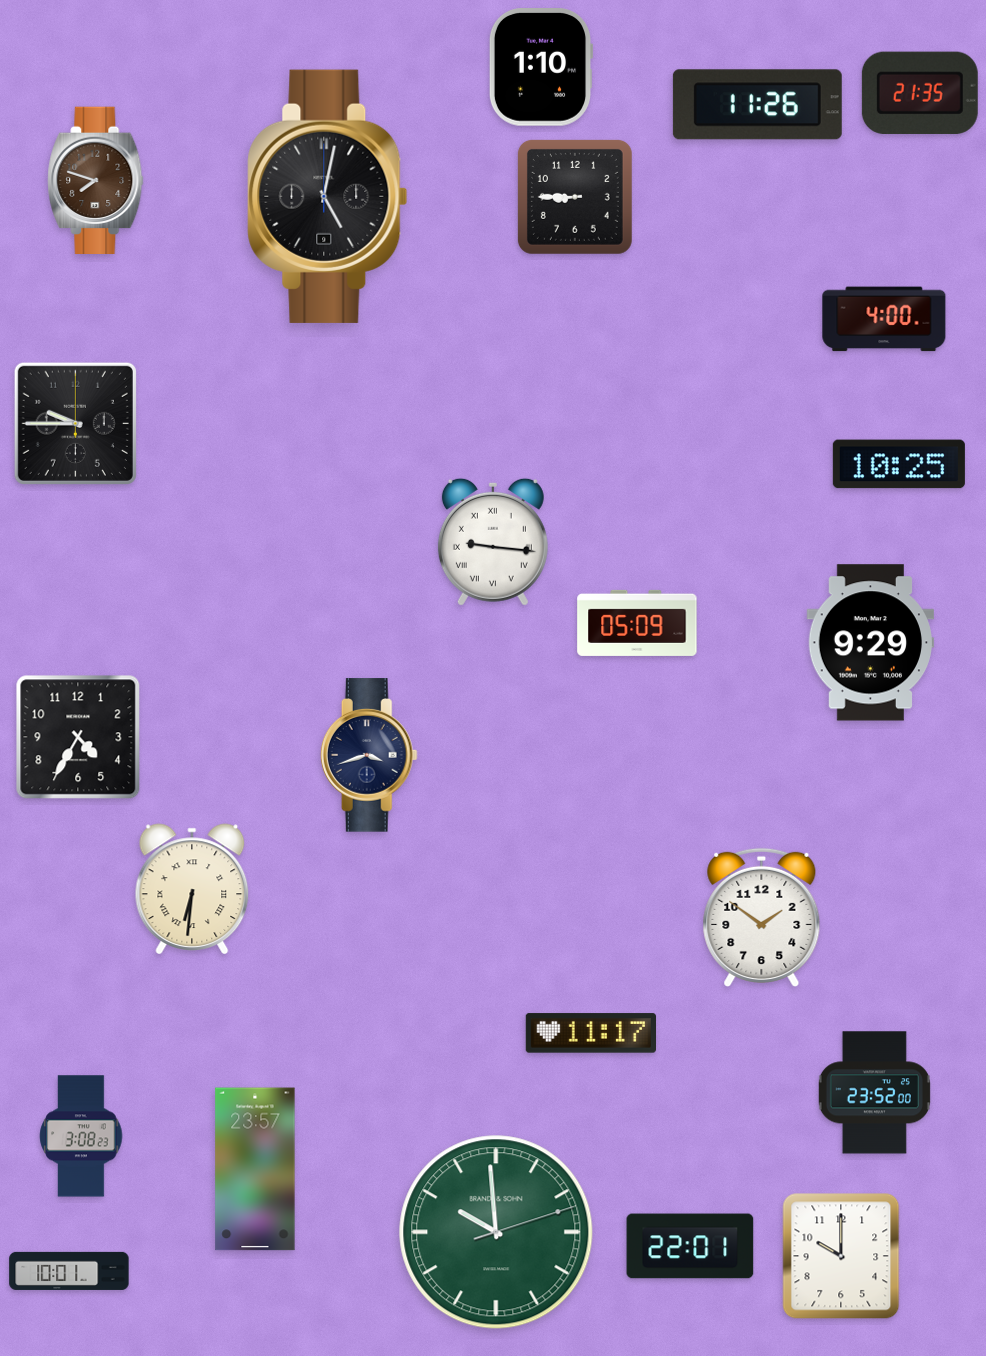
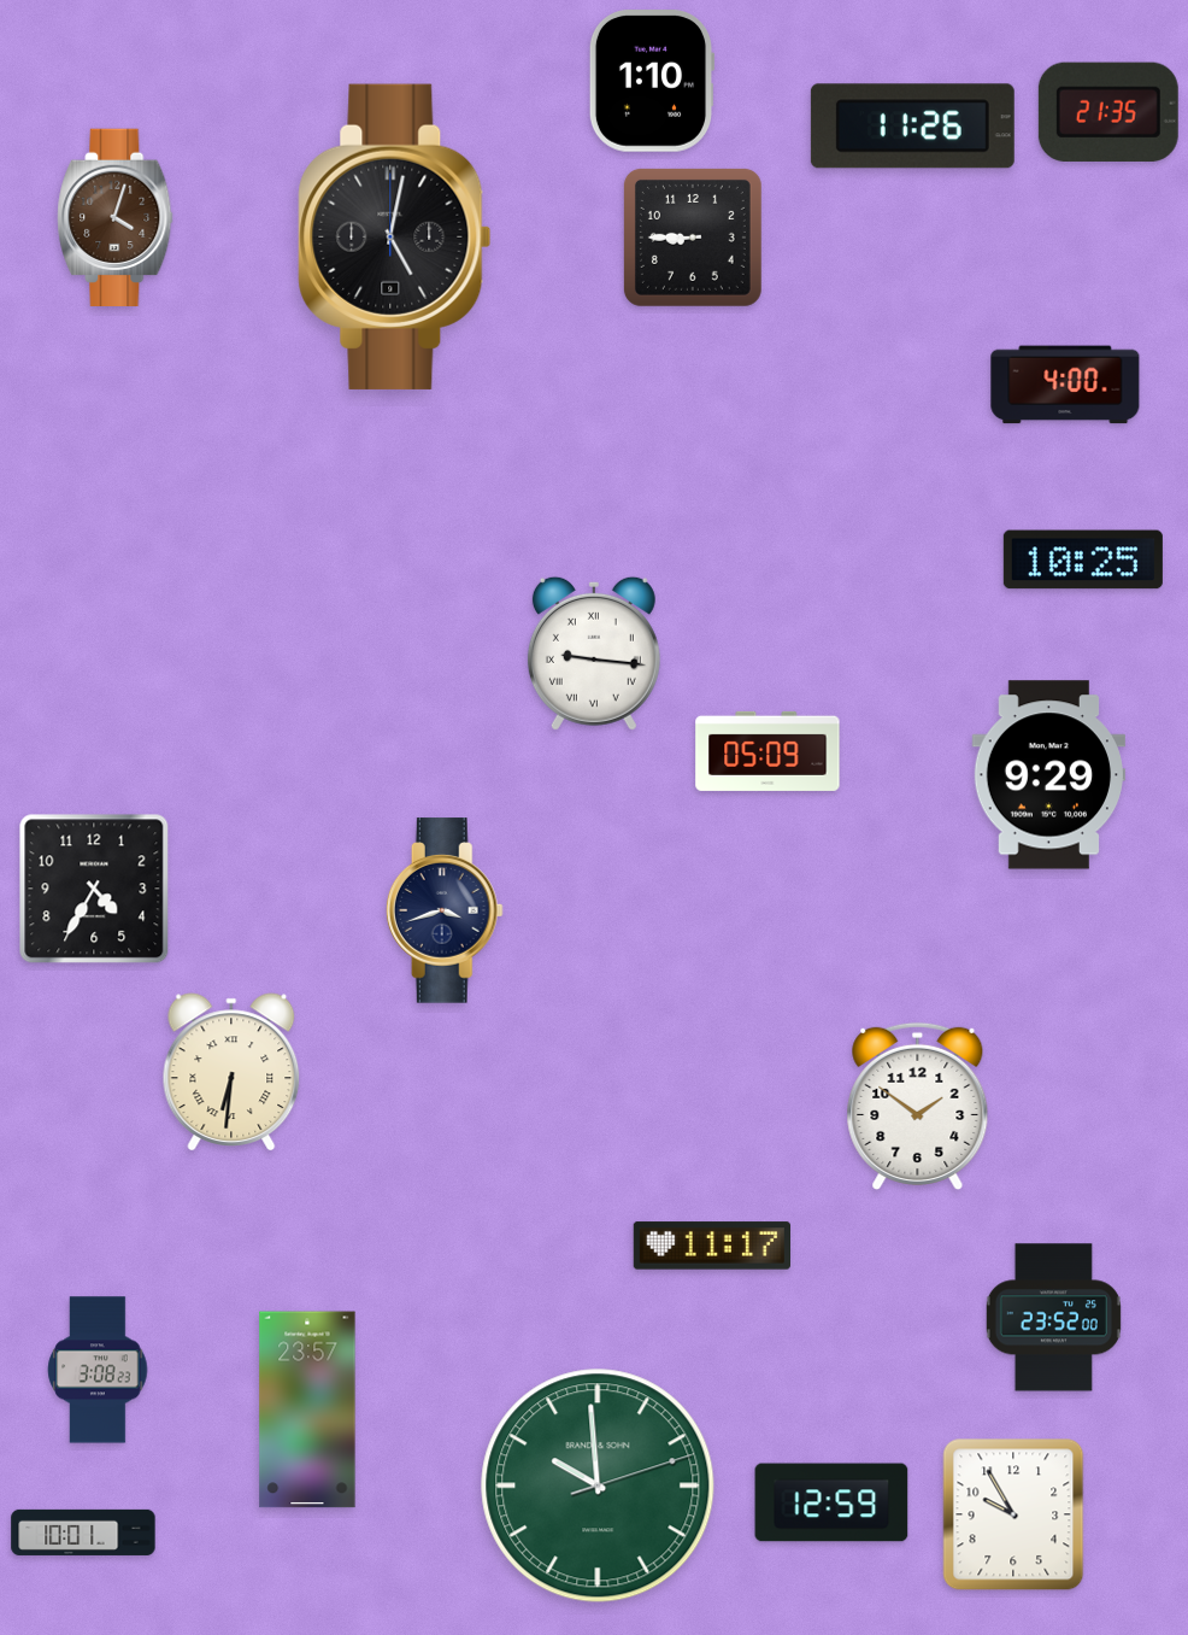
clock at (96, 181): 7:48 -> 4:03
clock at (75, 423): 9:45 -> none
clock at (690, 1246): 22:01 -> 12:59
clock at (841, 1256): 10:00 -> 9:55
